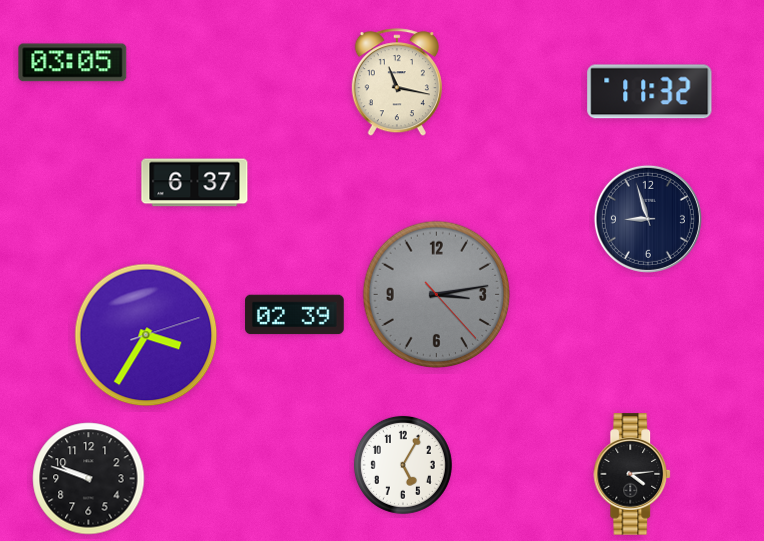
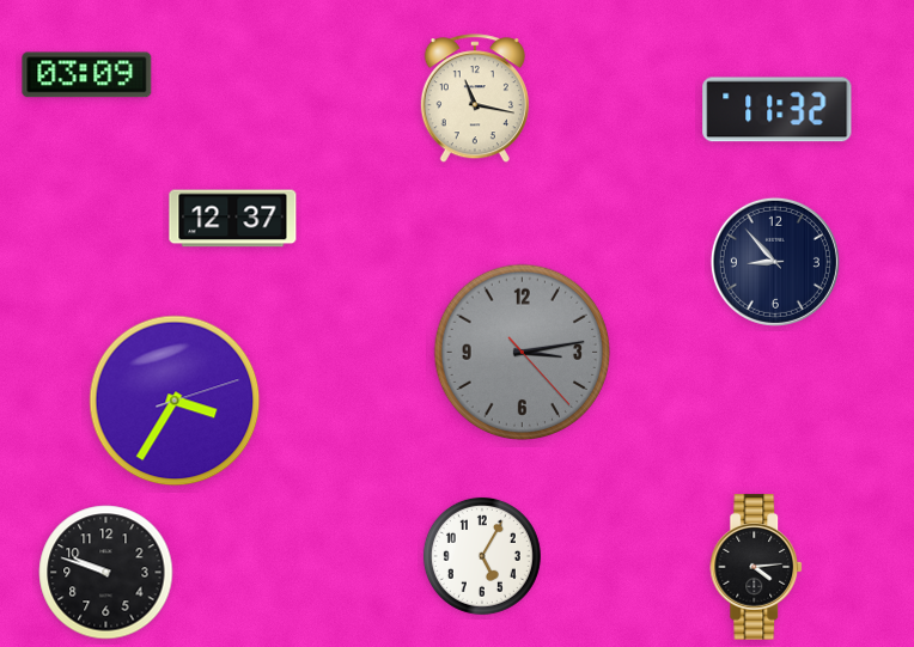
clock at (73, 63): 03:05 -> 03:09
clock at (195, 183): 6:37 -> 12:37
clock at (648, 219): 8:57 -> 8:53
clock at (295, 315): 02:39 -> none
